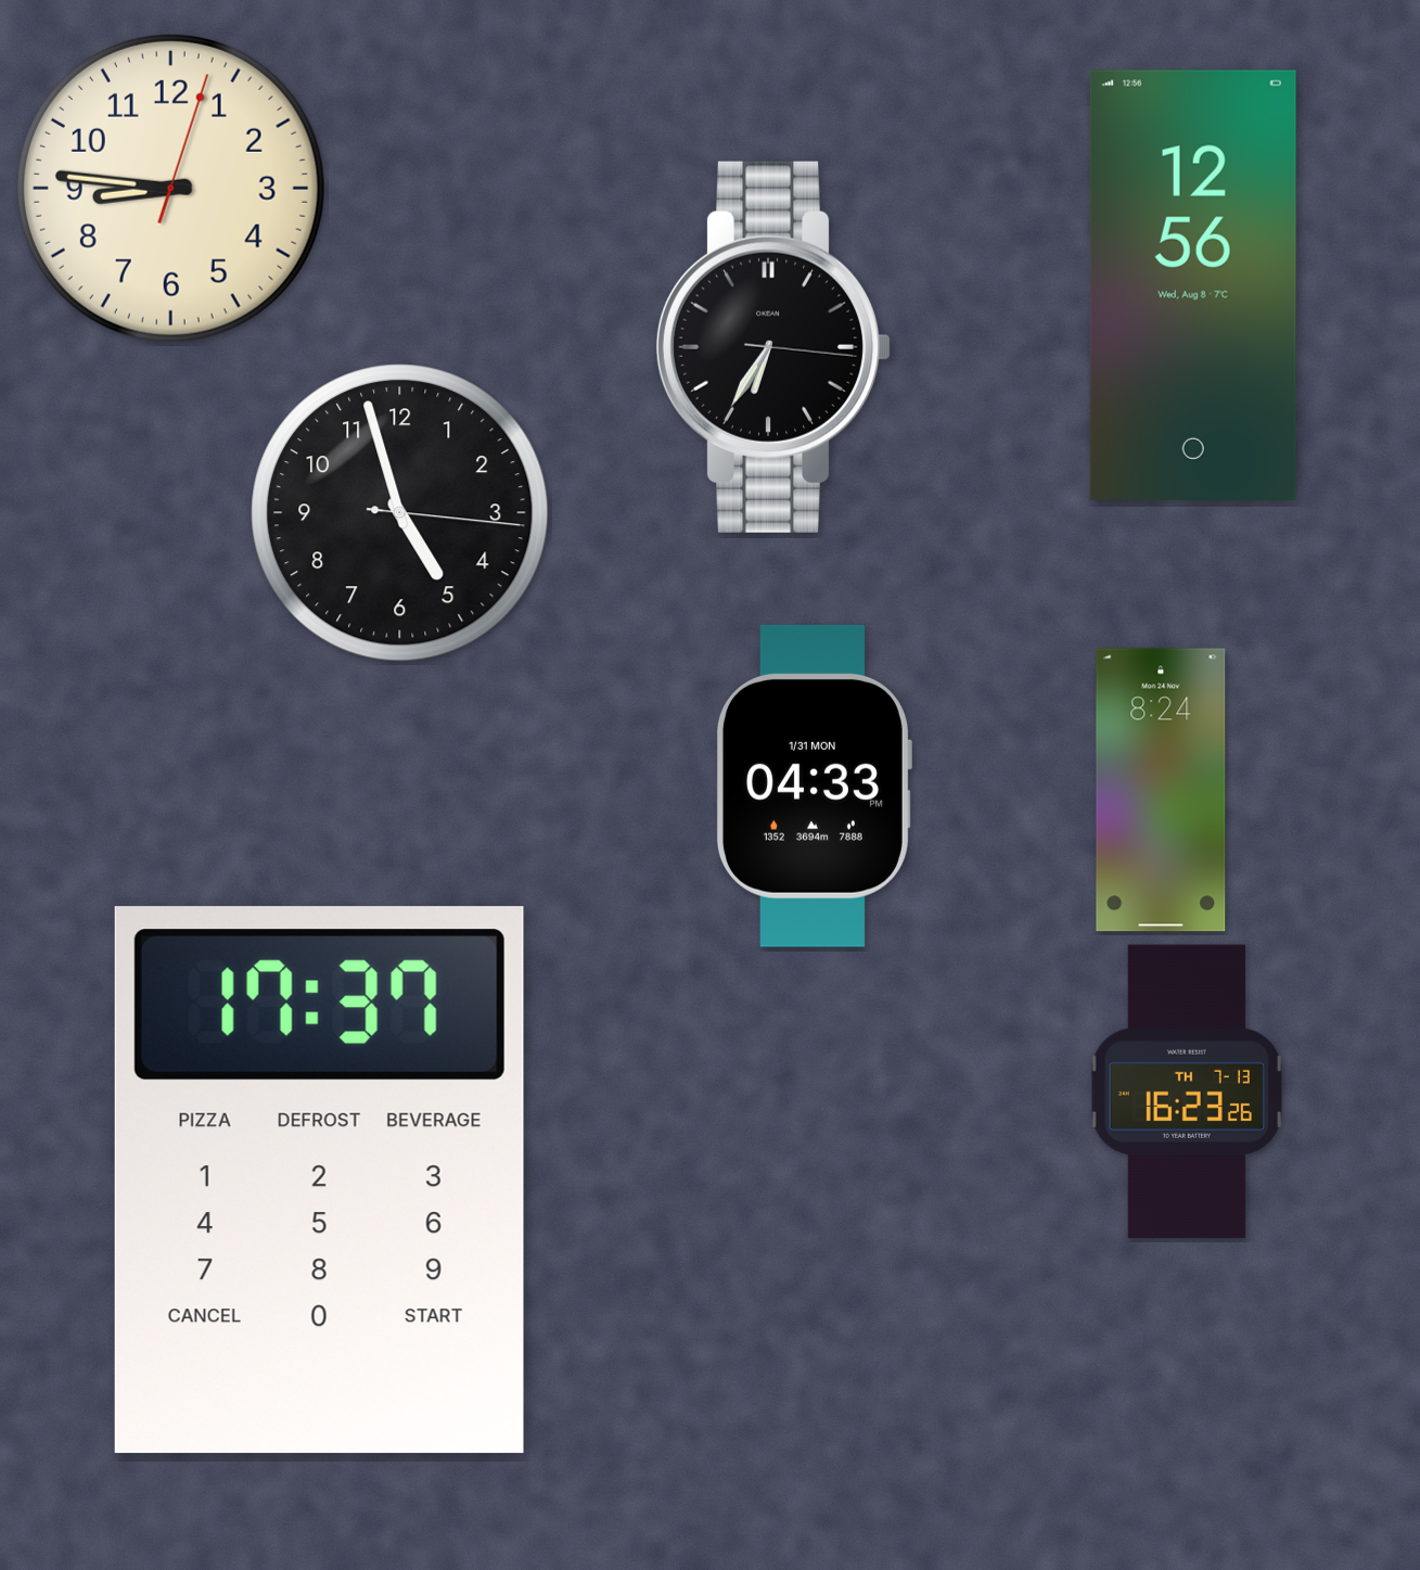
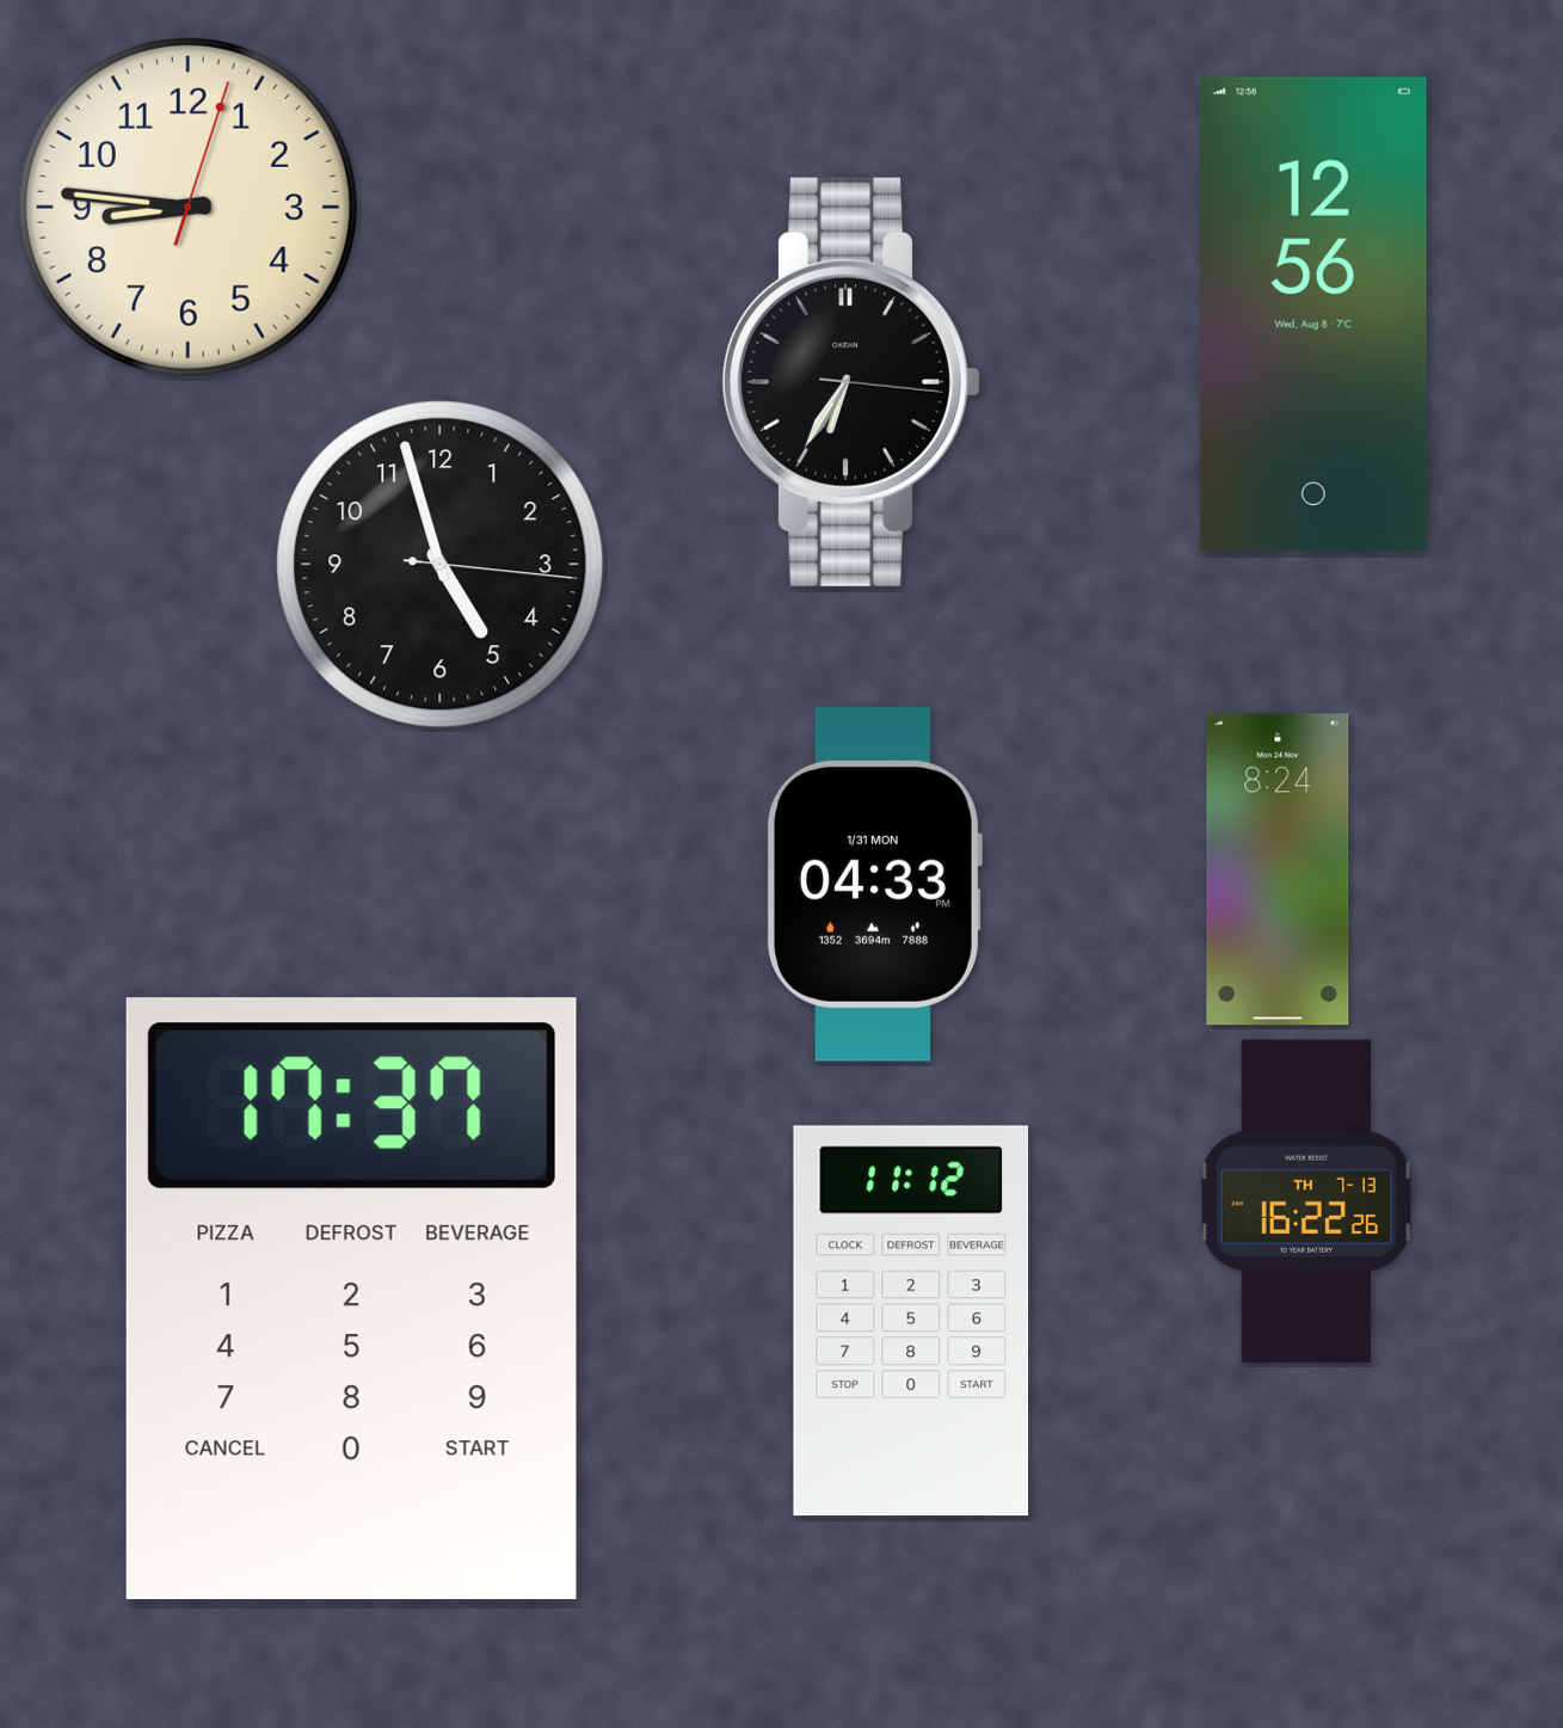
clock at (814, 786) position: (814, 786) -> (874, 884)
clock at (1187, 1092): 16:23 -> 16:22
clock at (911, 1321): none -> 11:12
